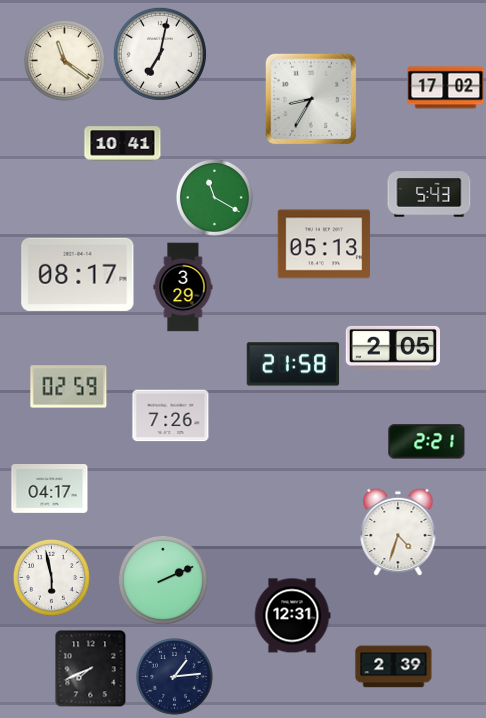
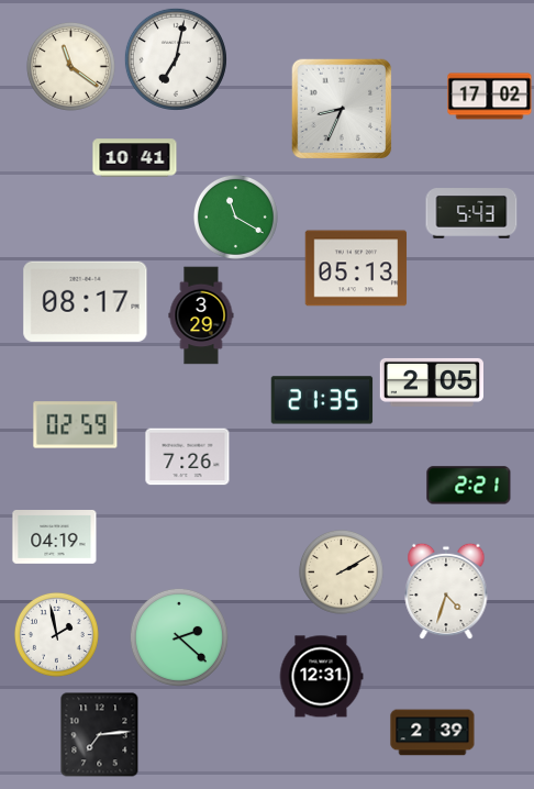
clock at (311, 99): 8:35 -> 8:34
clock at (293, 364): 21:58 -> 21:35
clock at (50, 489): 04:17 -> 04:19
clock at (342, 573): none -> 2:10
clock at (398, 532) position: (398, 532) -> (446, 591)
clock at (52, 578): 5:58 -> 1:58
clock at (163, 580): 2:11 -> 2:22
clock at (91, 668): 7:41 -> 7:14
clock at (175, 677): 1:14 -> none
